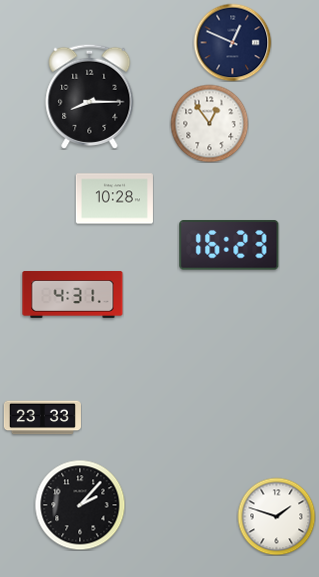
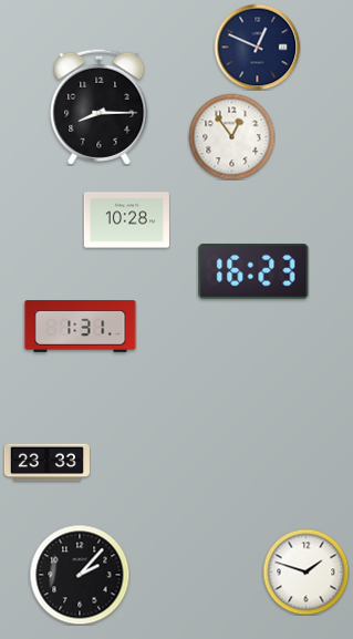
clock at (73, 295): 4:31 -> 1:31
clock at (80, 505) position: (80, 505) -> (80, 575)
